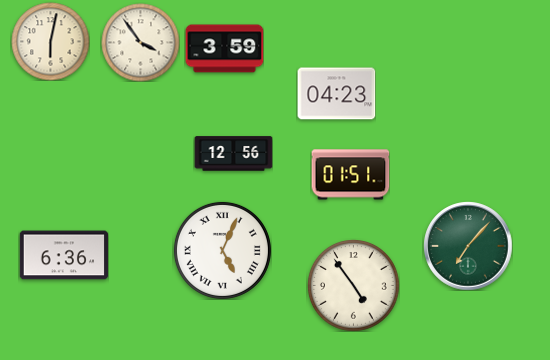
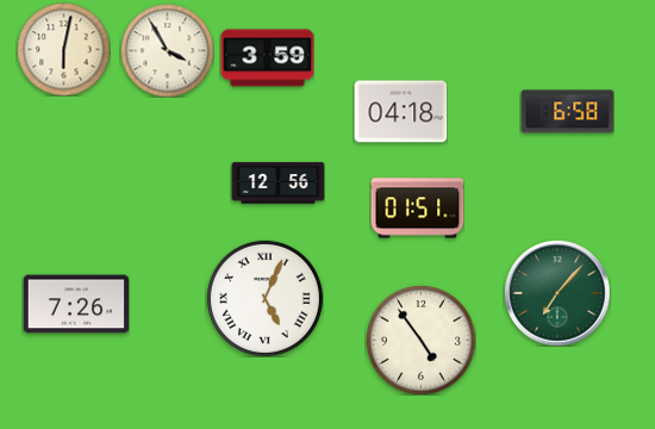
clock at (50, 41) position: (50, 41) -> (63, 49)
clock at (140, 42): 3:54 -> 3:55
clock at (336, 94): 04:23 -> 04:18
clock at (567, 112): none -> 6:58
clock at (64, 255): 6:36 -> 7:26
